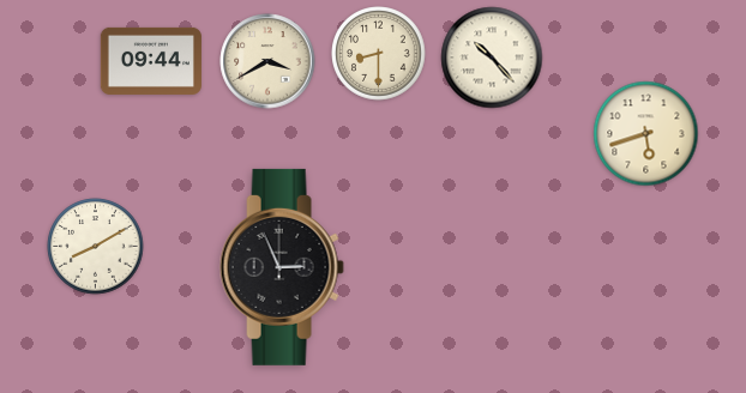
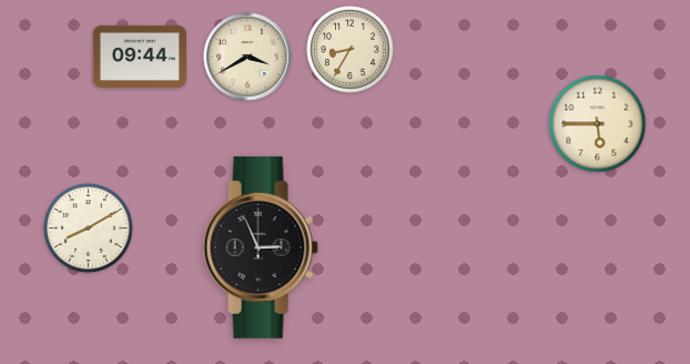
clock at (379, 54): 8:30 -> 8:35
clock at (492, 58): 10:23 -> none
clock at (646, 134): 5:42 -> 5:45
